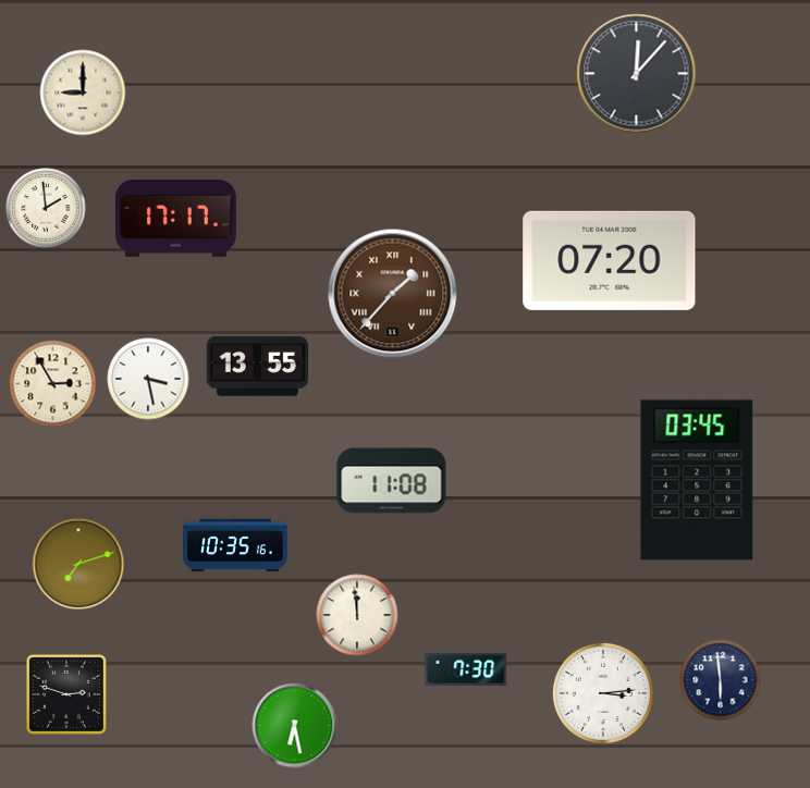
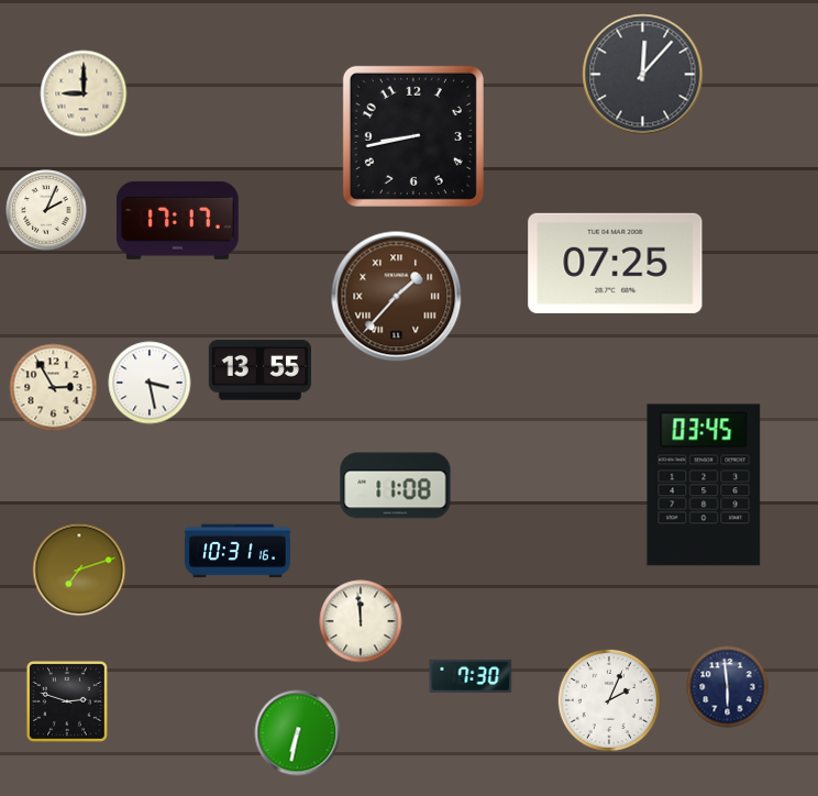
clock at (413, 136): none -> 8:43
clock at (46, 208): 1:59 -> 2:04
clock at (610, 260): 07:20 -> 07:25
clock at (236, 545): 10:35 -> 10:31
clock at (603, 693): 3:14 -> 2:04
clock at (295, 726): 6:28 -> 6:32
